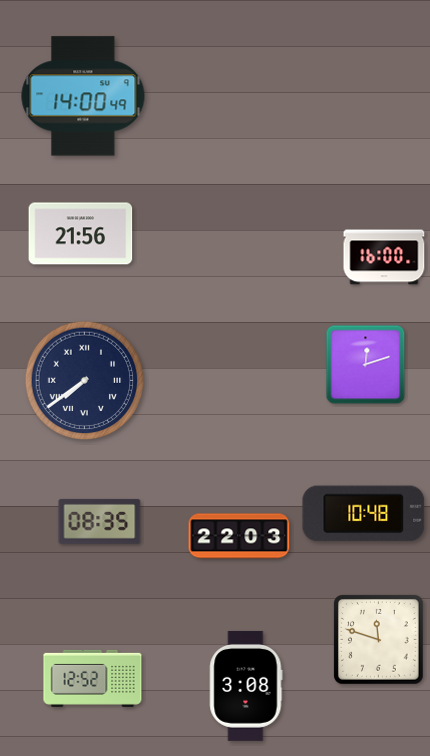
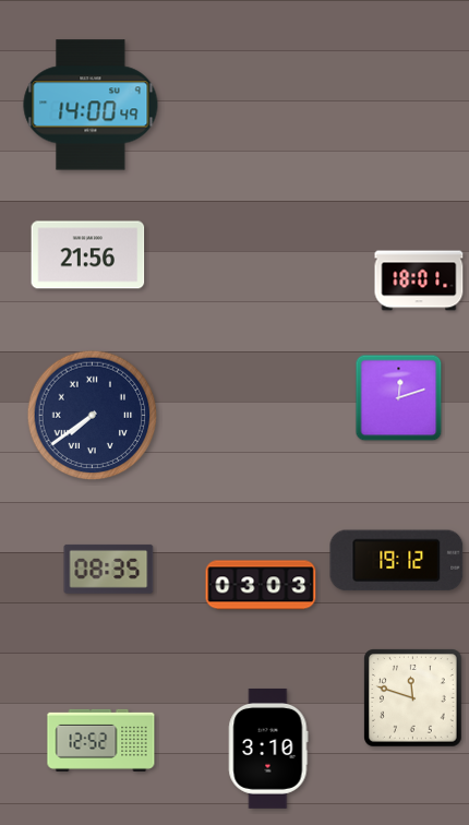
clock at (384, 257): 16:00 -> 18:01
clock at (364, 514): 10:48 -> 19:12
clock at (239, 536): 22:03 -> 03:03
clock at (246, 686): 3:08 -> 3:10
